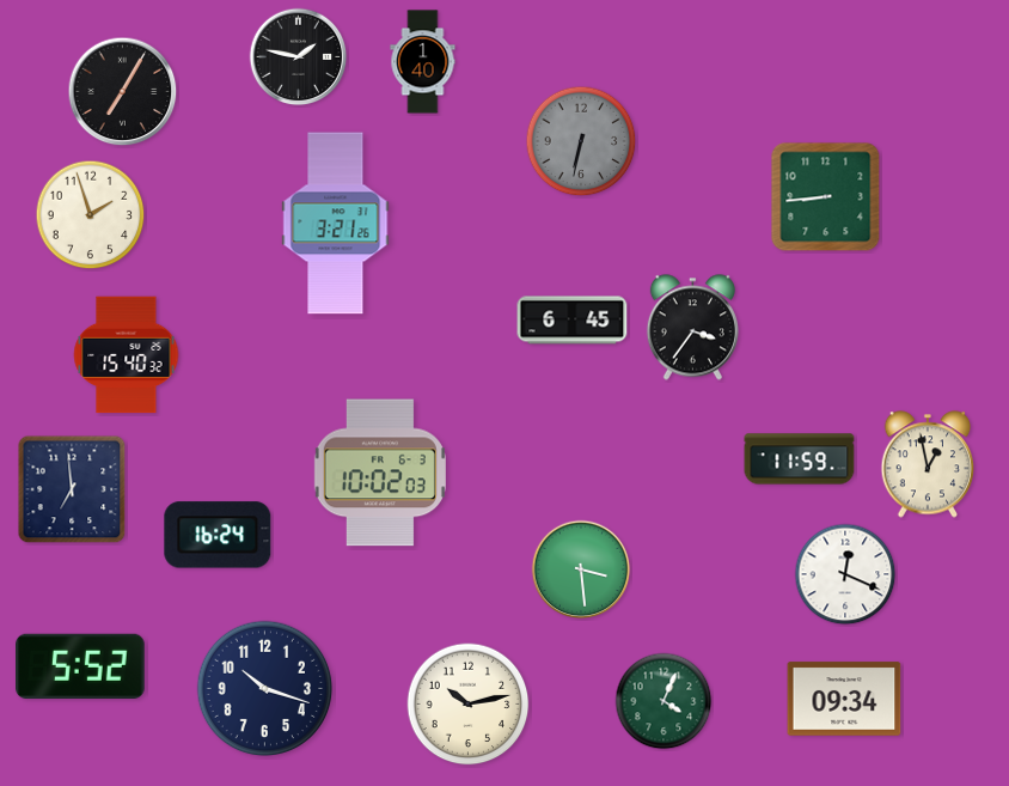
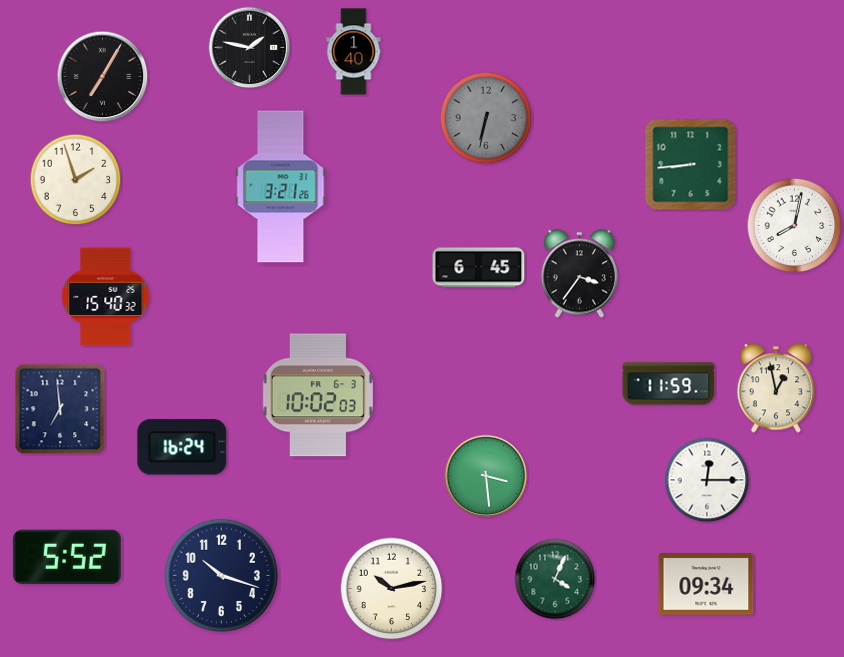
clock at (795, 226): none -> 8:02
clock at (845, 574): 12:19 -> 12:15
clock at (664, 701) position: (664, 701) -> (555, 579)
